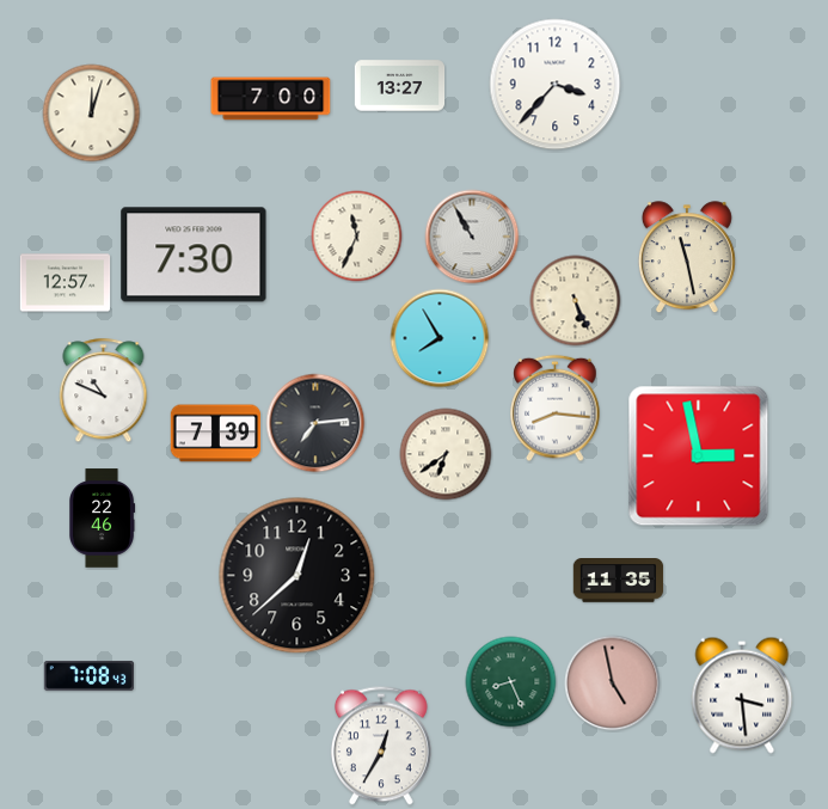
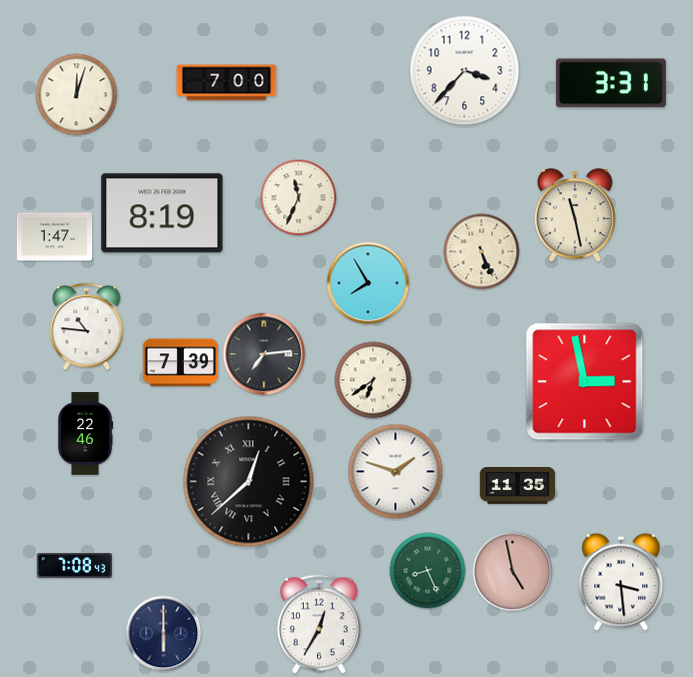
clock at (400, 86): 13:27 -> none
clock at (611, 83): none -> 3:31
clock at (472, 237): 10:55 -> none
clock at (194, 255): 7:30 -> 8:19
clock at (66, 283): 12:57 -> 1:47
clock at (104, 391): 10:49 -> 10:46
clock at (556, 409): 8:16 -> none
clock at (396, 472): none -> 1:48
clock at (298, 576) numerals: Arabic -> Roman
clock at (164, 634): none -> 6:00
